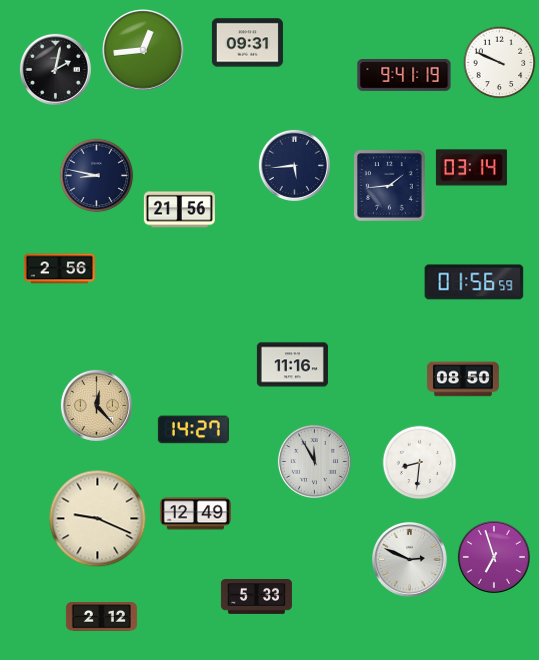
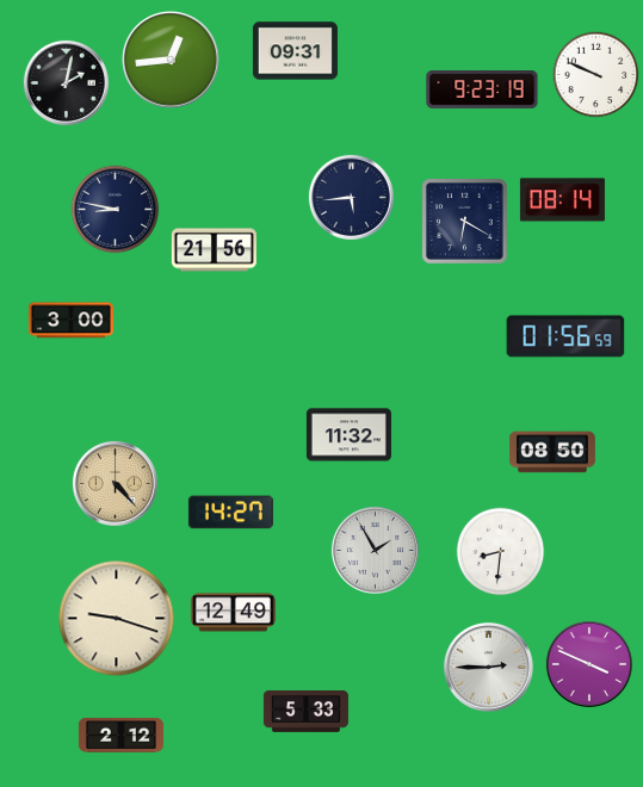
clock at (404, 76): 9:41 -> 9:23
clock at (471, 168): 03:14 -> 08:14
clock at (390, 186): 1:44 -> 6:20
clock at (59, 269): 2:56 -> 3:00
clock at (292, 365): 11:16 -> 11:32
clock at (96, 405): 12:23 -> 4:23
clock at (314, 461): 11:55 -> 1:55
clock at (98, 519): 9:19 -> 9:18
clock at (494, 557): 6:57 -> 3:49
clock at (409, 559): 2:49 -> 2:45
